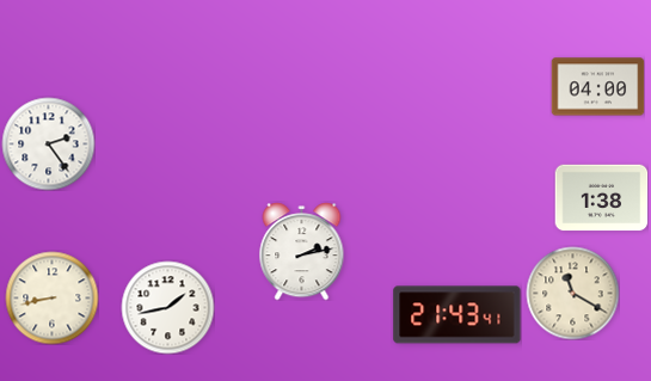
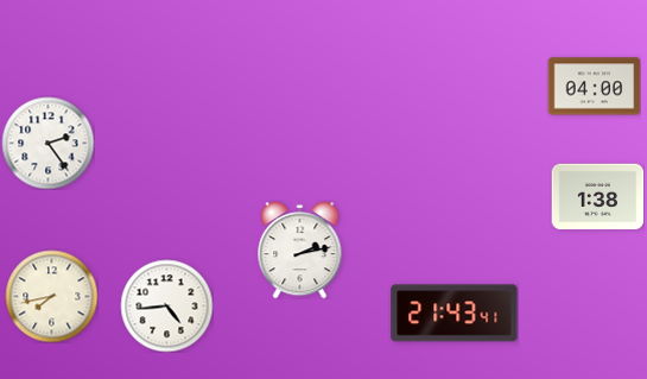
clock at (572, 293): 11:20 -> none
clock at (51, 297): 8:43 -> 7:43
clock at (167, 307): 1:43 -> 4:44
